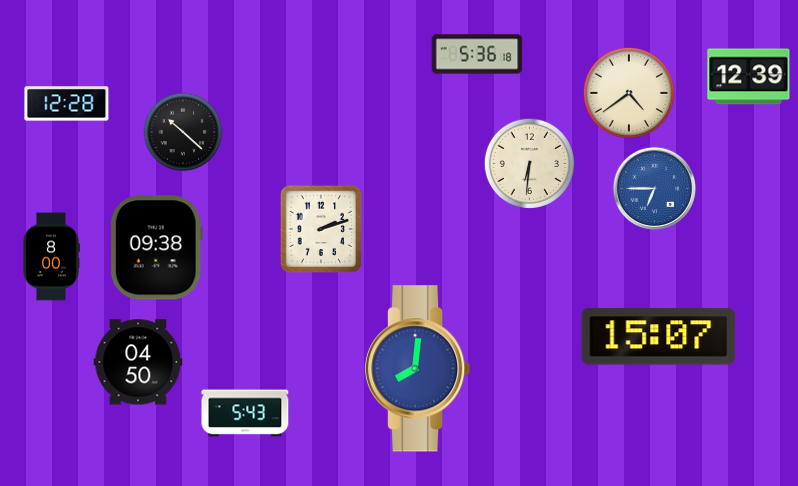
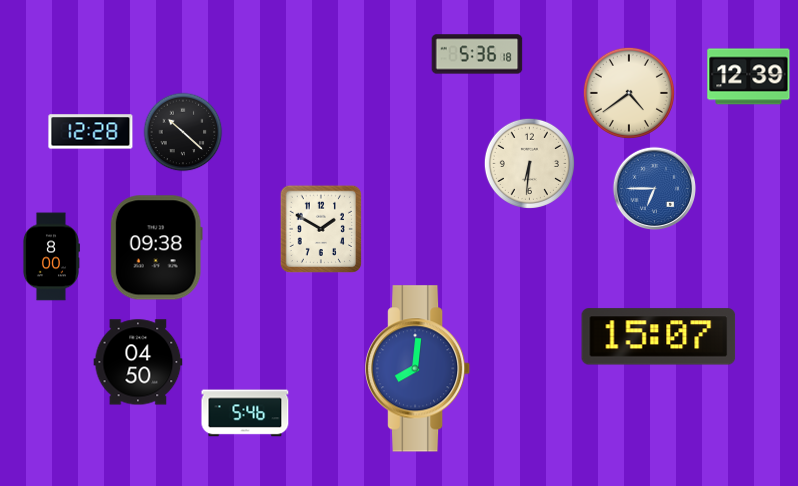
clock at (67, 104) position: (67, 104) -> (91, 132)
clock at (321, 229): 2:12 -> 1:50
clock at (245, 413): 5:43 -> 5:46
